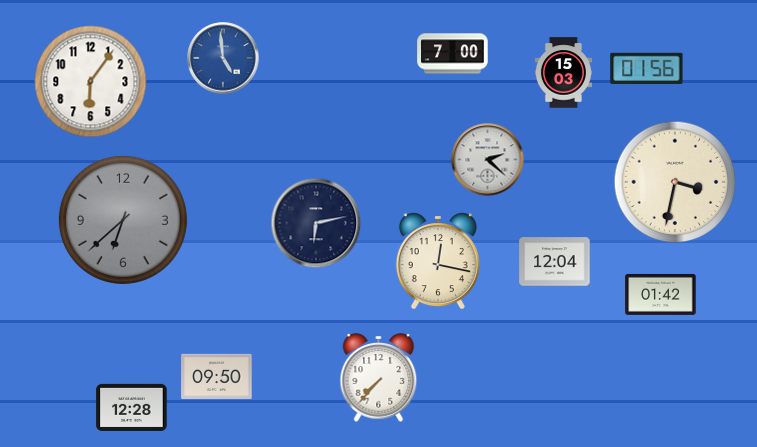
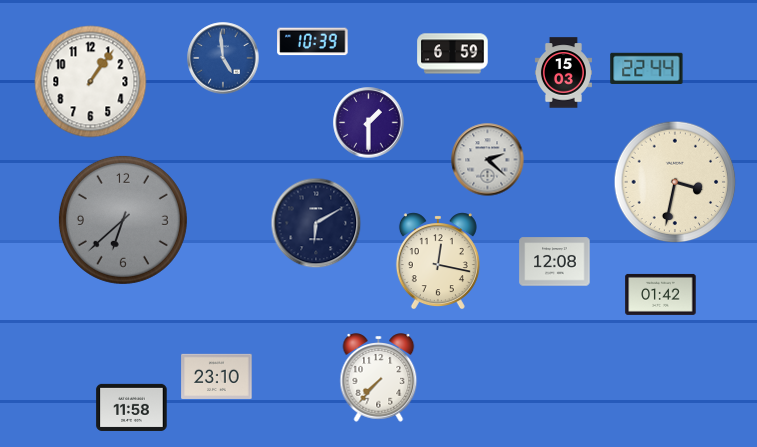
clock at (313, 42): none -> 10:39
clock at (453, 54): 7:00 -> 6:59
clock at (647, 68): 01:56 -> 22:44
clock at (91, 82): 6:06 -> 1:06
clock at (369, 123): none -> 1:30
clock at (316, 223): 6:13 -> 6:10
clock at (555, 262): 12:04 -> 12:08
clock at (217, 376): 09:50 -> 23:10
clock at (132, 407): 12:28 -> 11:58
